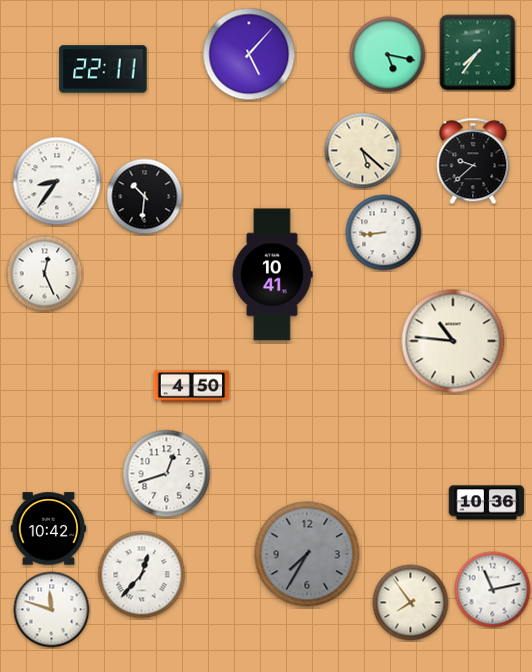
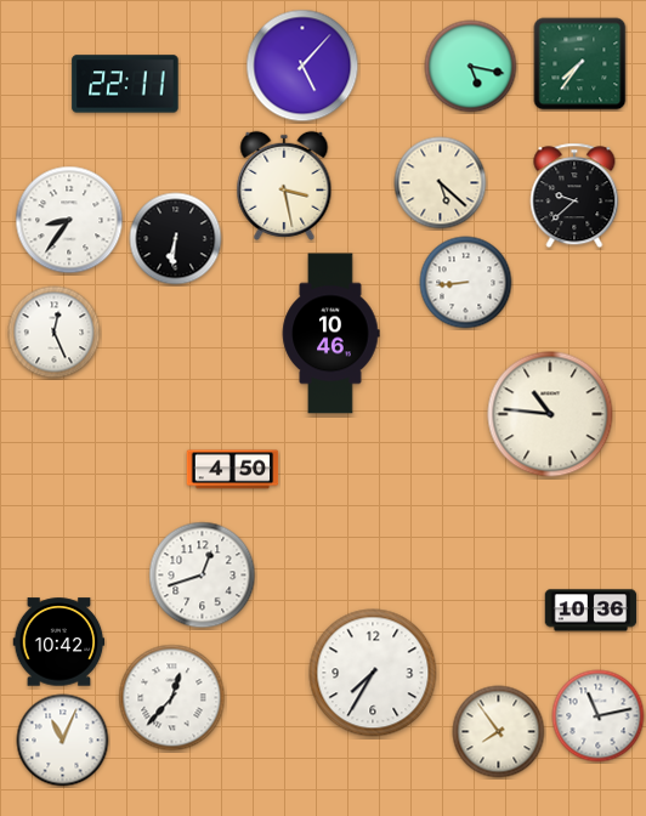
clock at (284, 186): none -> 3:28
clock at (145, 197): 10:31 -> 6:31
clock at (272, 275): 10:41 -> 10:46
clock at (307, 554) dial: grey -> white
clock at (52, 610): 11:48 -> 11:04
